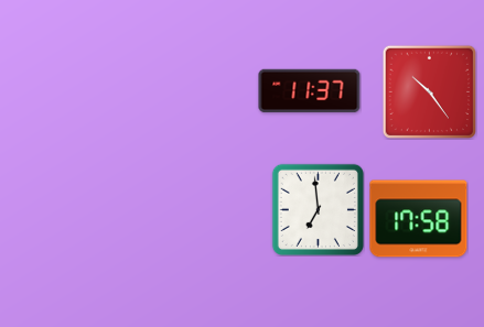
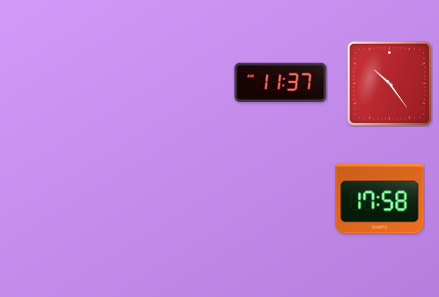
clock at (318, 209): 6:59 -> none
